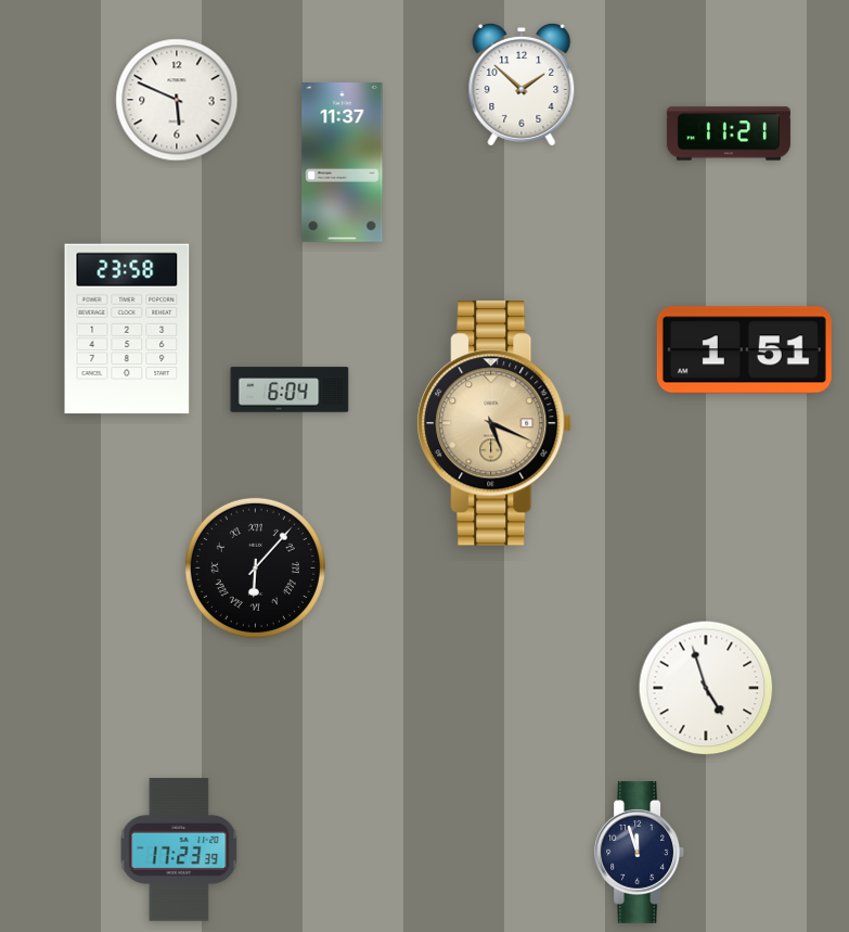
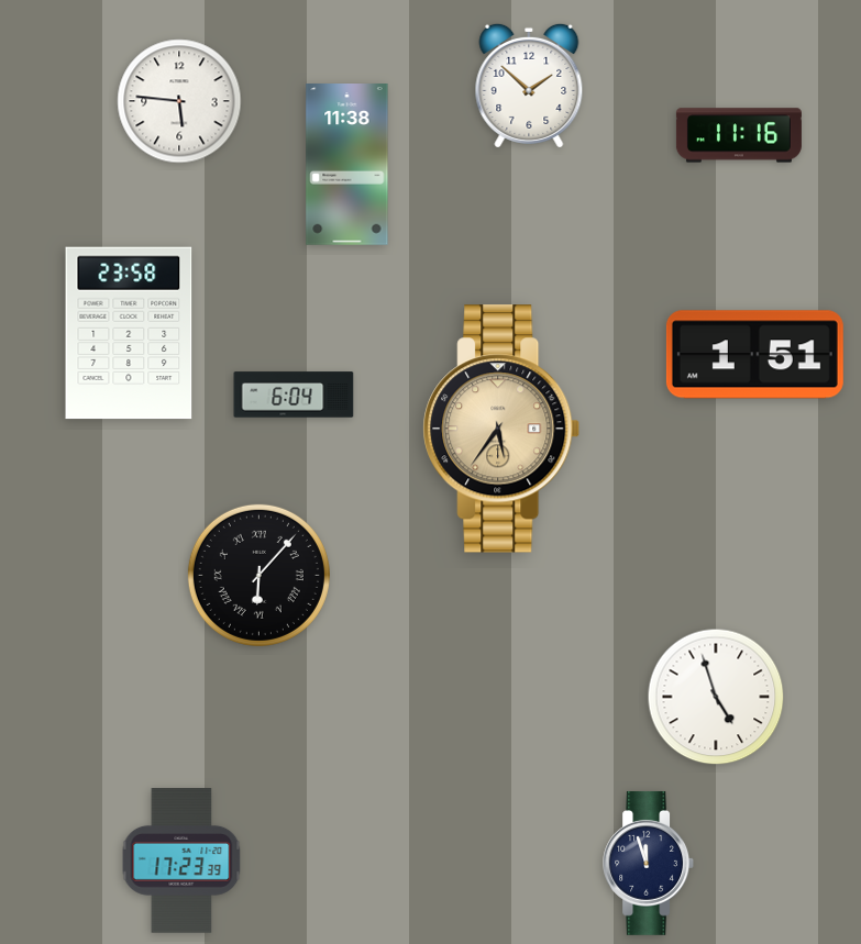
clock at (177, 100): 5:49 -> 5:46
clock at (729, 133): 11:21 -> 11:16
clock at (343, 163): 11:37 -> 11:38
clock at (494, 423): 5:19 -> 5:36
